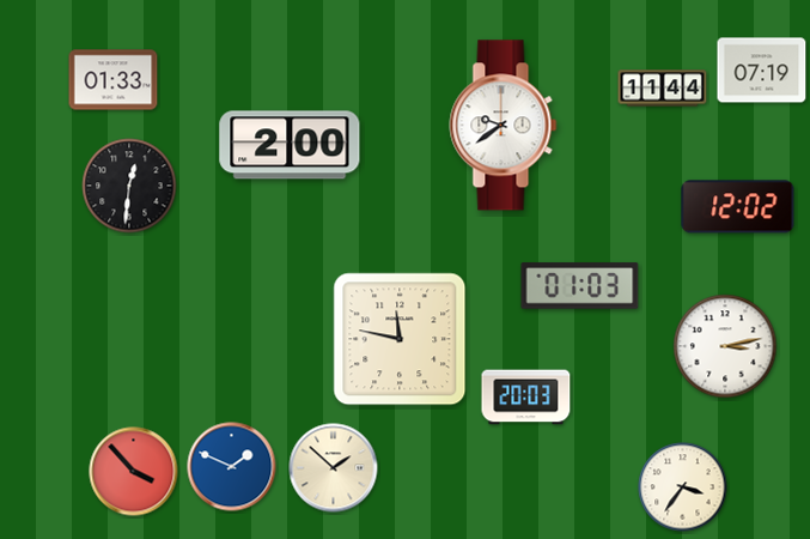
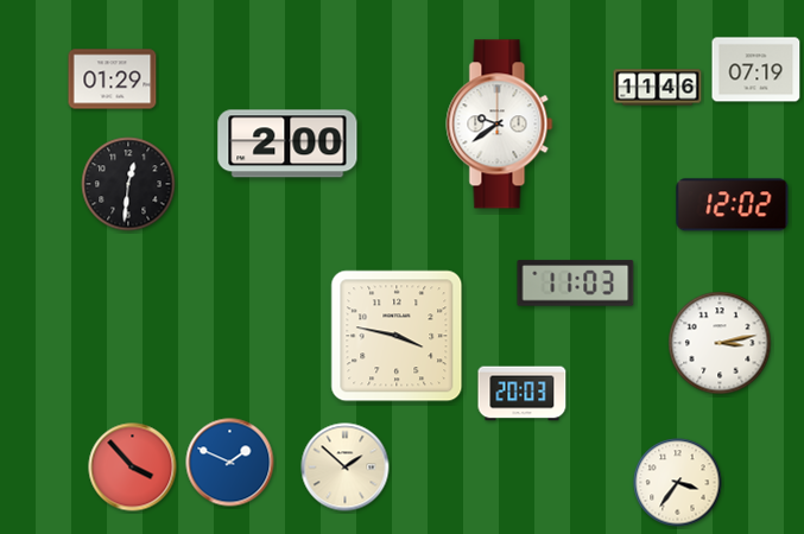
clock at (114, 80): 01:33 -> 01:29
clock at (663, 89): 11:44 -> 11:46
clock at (580, 286): 01:03 -> 11:03
clock at (400, 339): 11:47 -> 3:47
clock at (334, 468) position: (334, 468) -> (346, 468)
